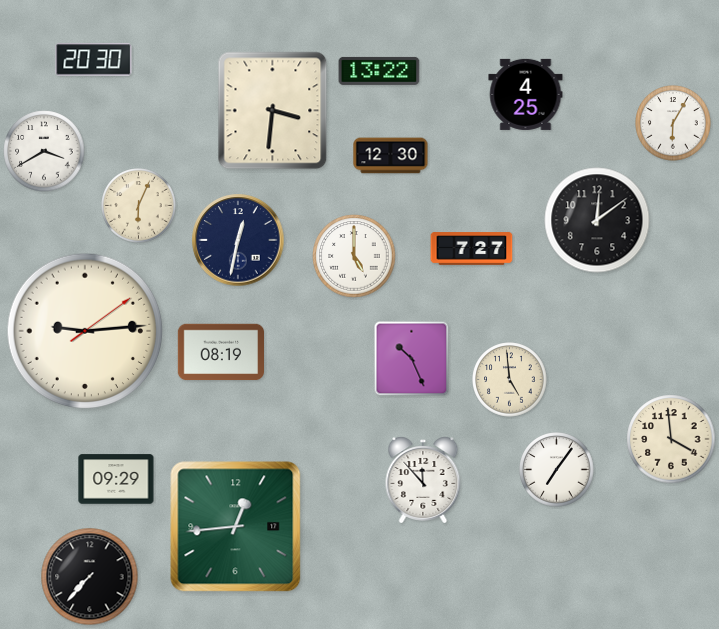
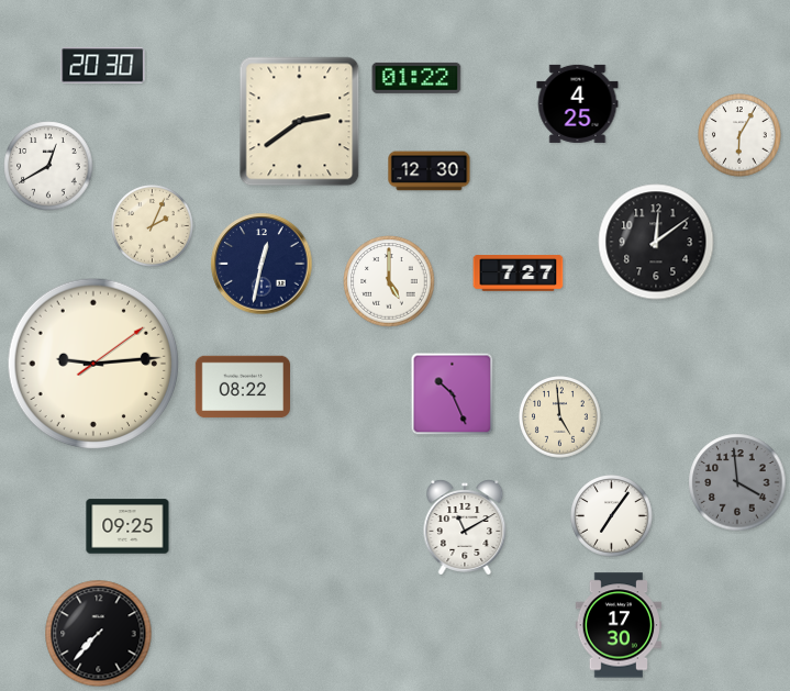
clock at (379, 71): 13:22 -> 01:22
clock at (273, 111): 3:31 -> 2:39
clock at (44, 151): 3:40 -> 12:40
clock at (139, 206): 6:04 -> 2:04
clock at (220, 352): 08:19 -> 08:22
clock at (671, 439) dial: cream -> grey
clock at (116, 479): 09:29 -> 09:25
clock at (423, 480): 11:53 -> 11:10
clock at (236, 527): 12:44 -> none
clock at (619, 625): none -> 17:30
